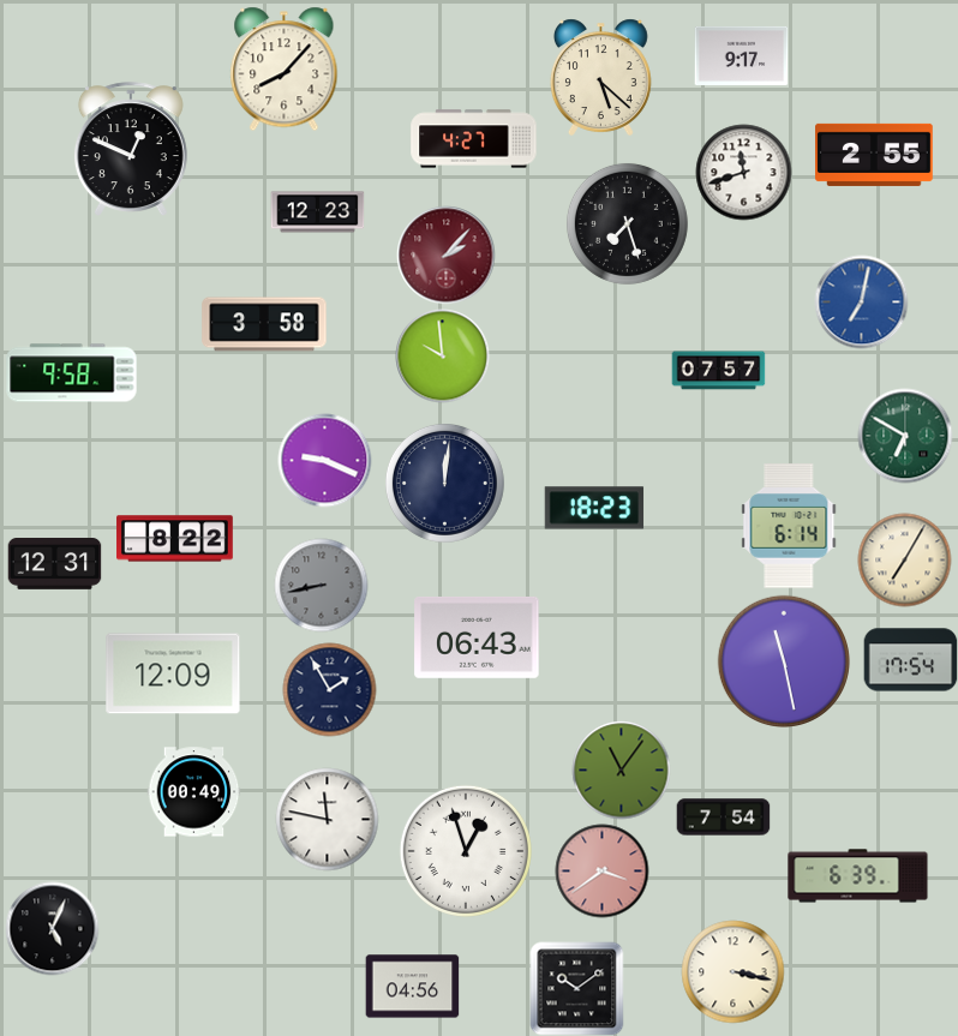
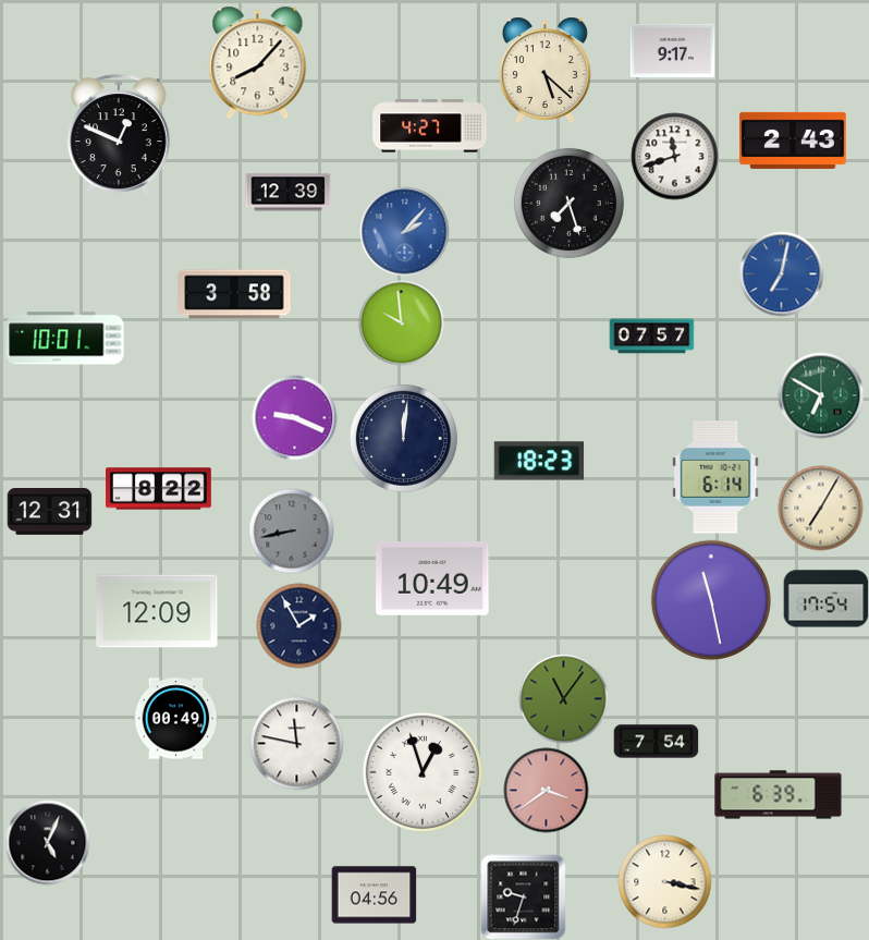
clock at (874, 155): 2:55 -> 2:43
clock at (317, 212): 12:23 -> 12:39
clock at (445, 254) dial: burgundy -> blue
clock at (264, 324) position: (264, 324) -> (234, 294)
clock at (72, 373): 9:58 -> 10:01
clock at (477, 637): 06:43 -> 10:49
clock at (576, 988): 10:09 -> 9:33
